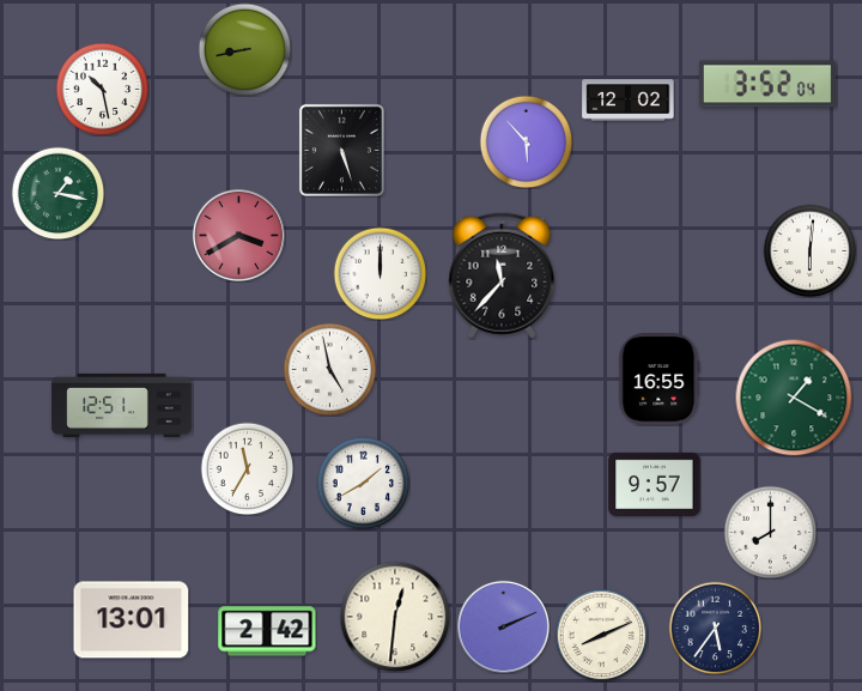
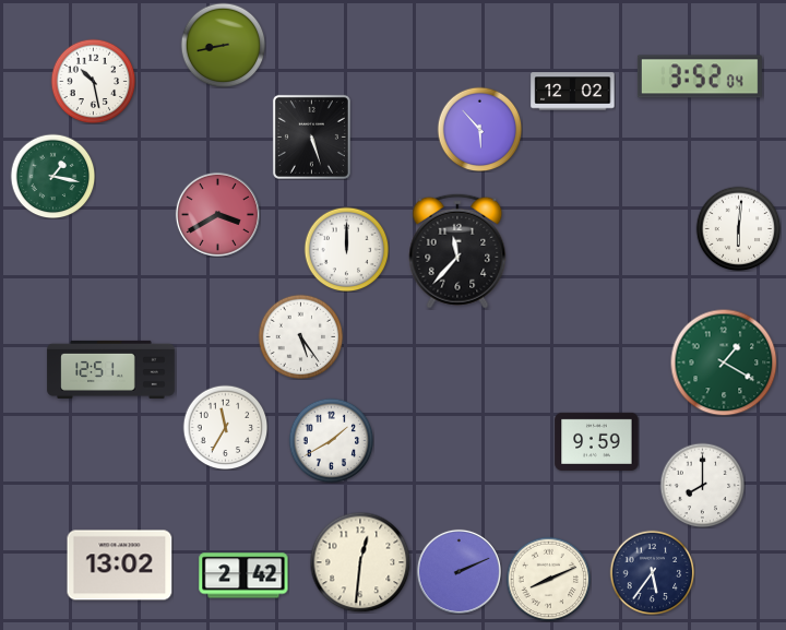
clock at (329, 369): 4:58 -> 5:24
clock at (660, 380): 16:55 -> none
clock at (655, 484): 9:57 -> 9:59
clock at (132, 620): 13:01 -> 13:02
